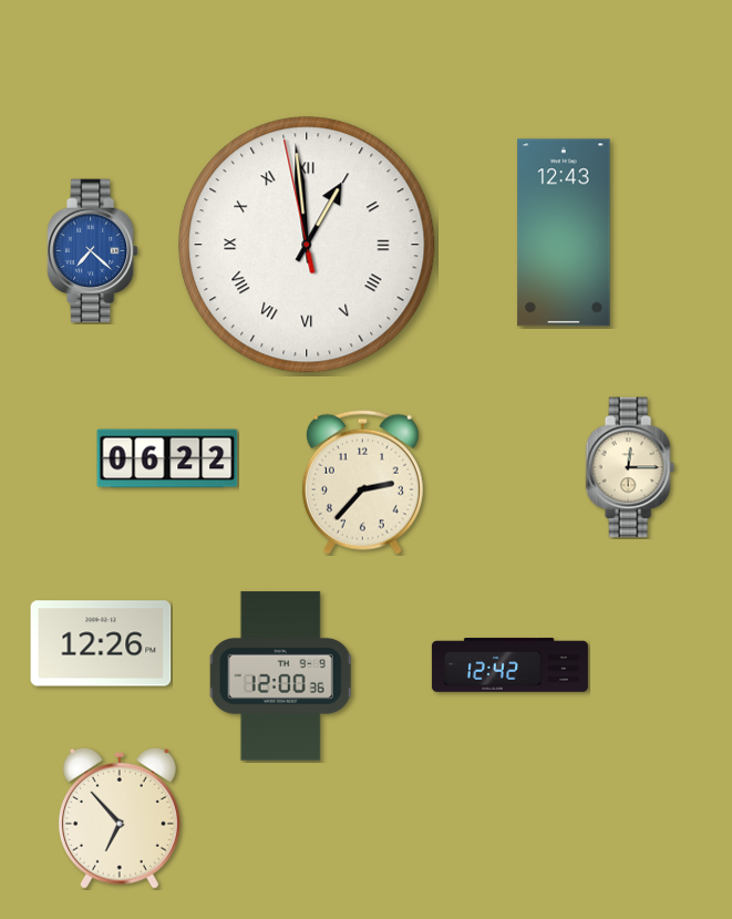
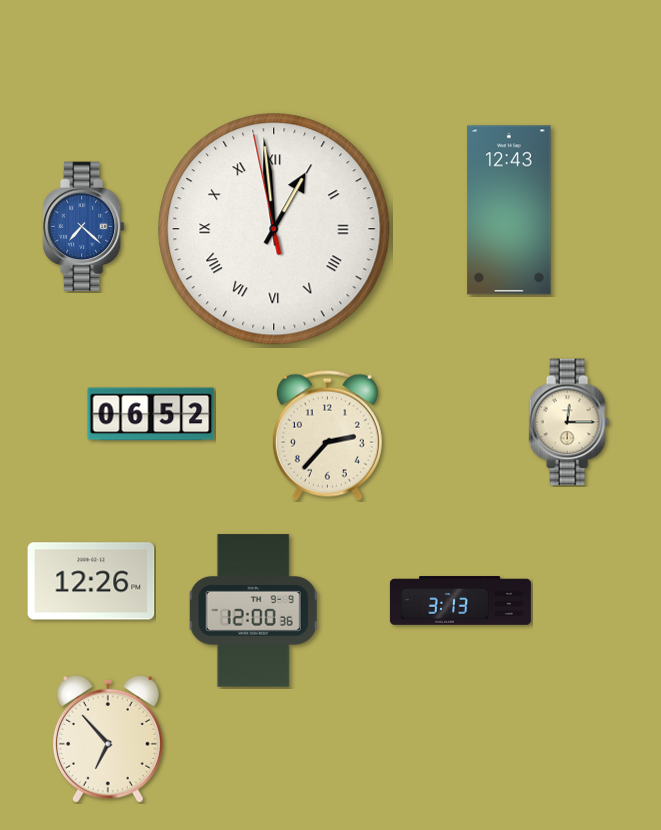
clock at (307, 245) position: (307, 245) -> (274, 229)
clock at (167, 458): 06:22 -> 06:52
clock at (509, 665): 12:42 -> 3:13
